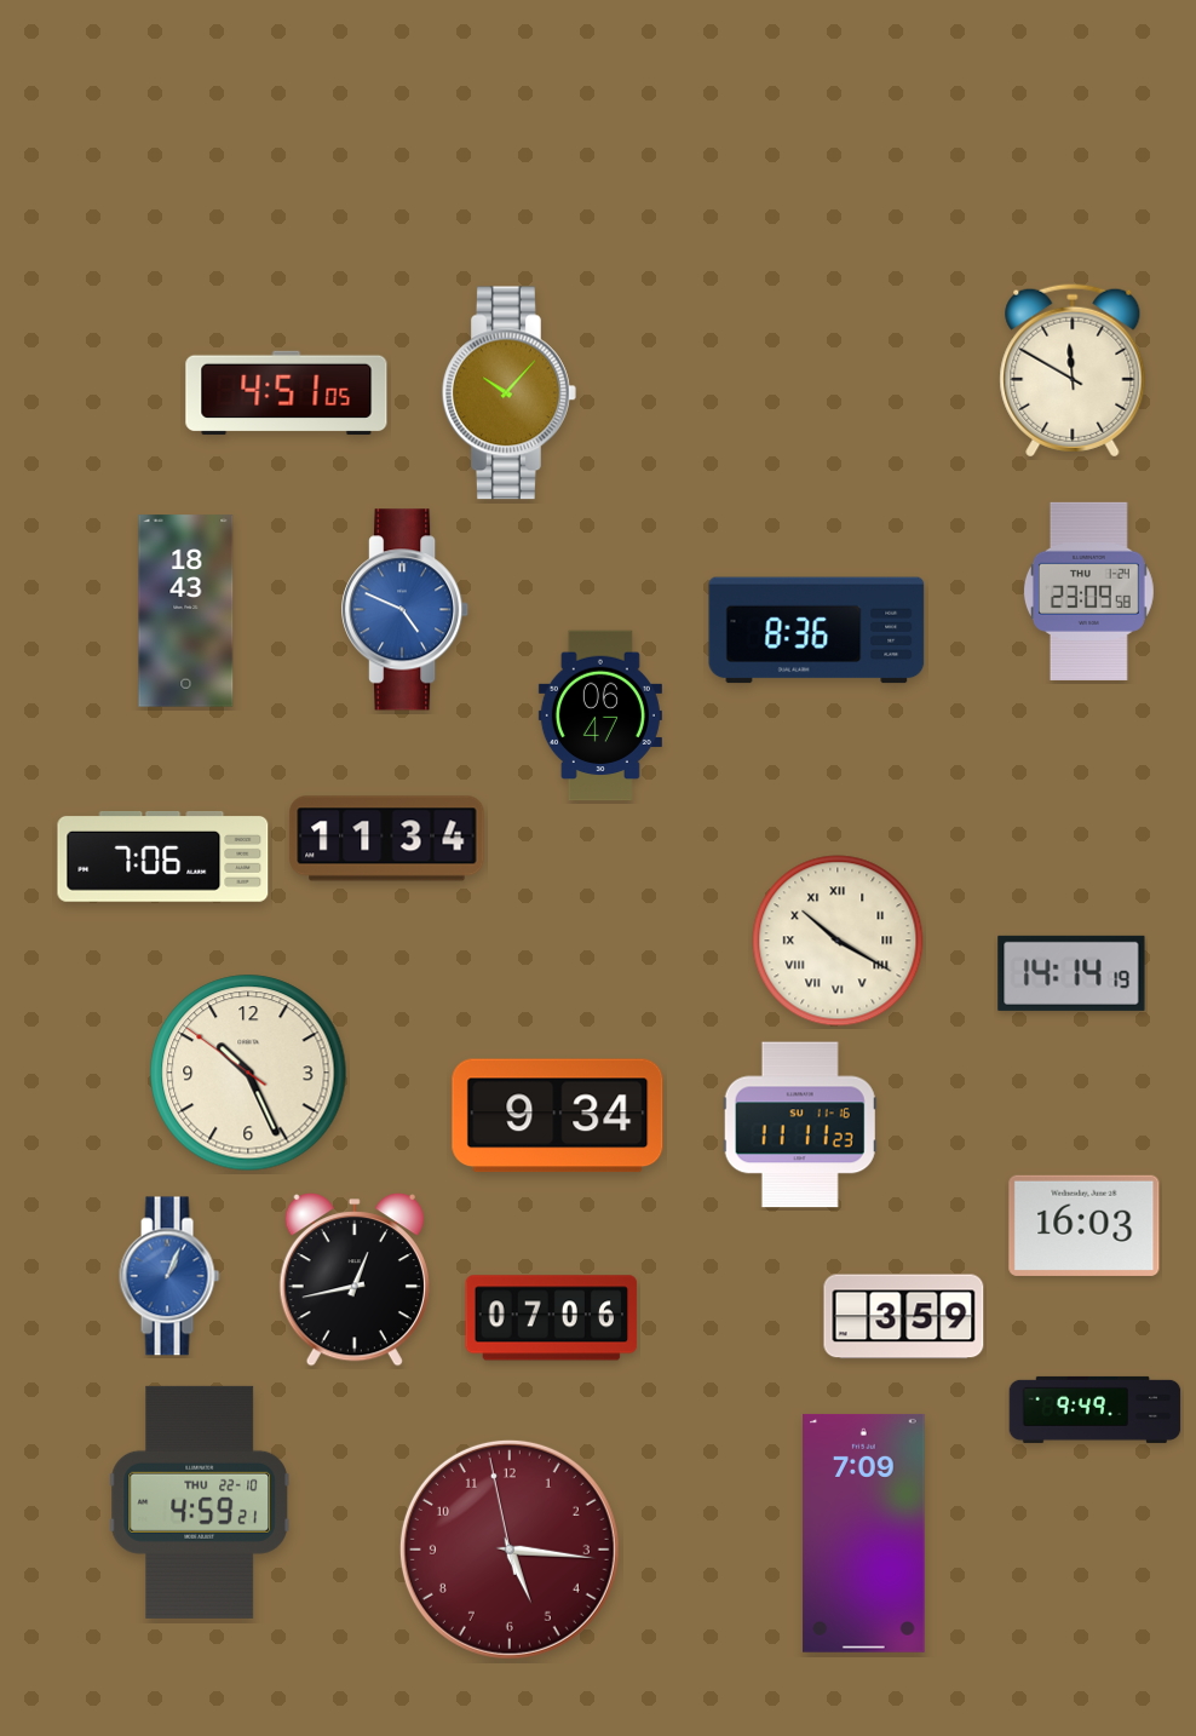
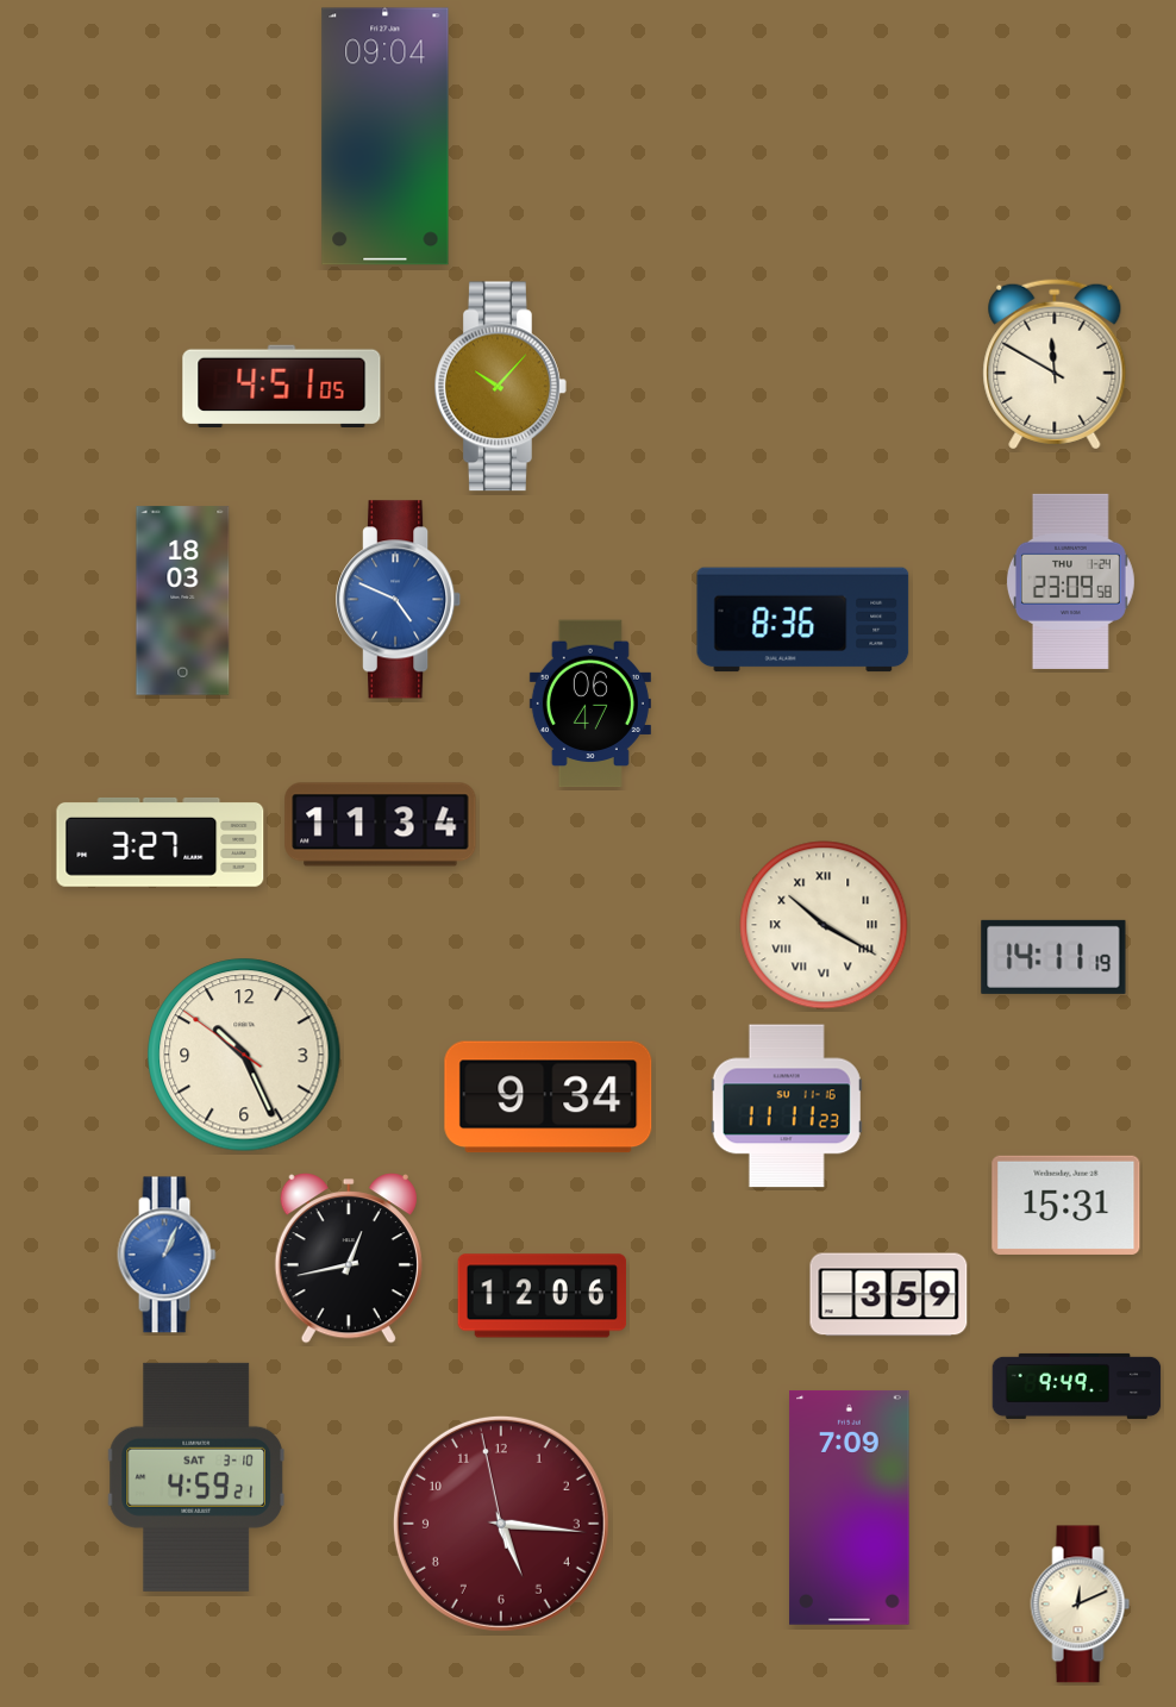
clock at (386, 137): none -> 09:04
clock at (186, 611): 18:43 -> 18:03
clock at (163, 856): 7:06 -> 3:27
clock at (1071, 973): 14:14 -> 14:11
clock at (1085, 1225): 16:03 -> 15:31
clock at (552, 1318): 07:06 -> 12:06
clock at (200, 1502) date: THU 22-10 -> SAT 3-10
clock at (1081, 1605): none -> 12:11
